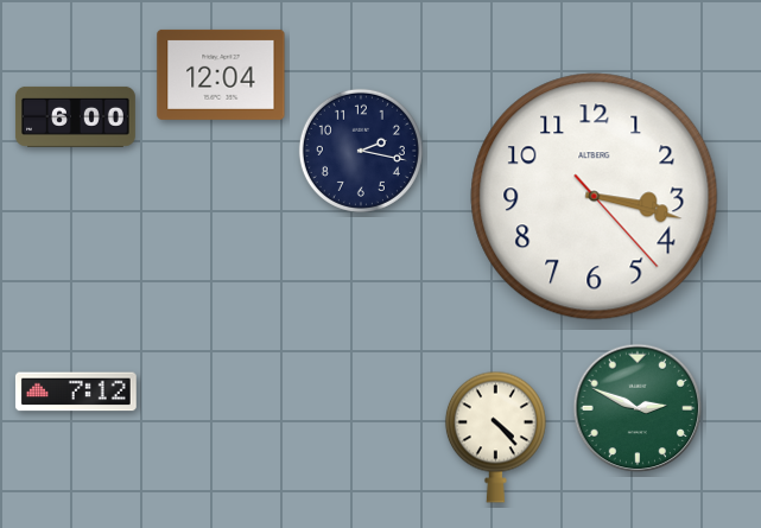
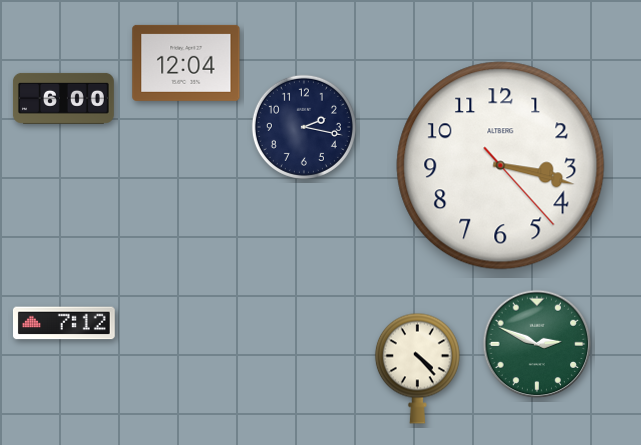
clock at (76, 392) position: (76, 392) -> (64, 323)
